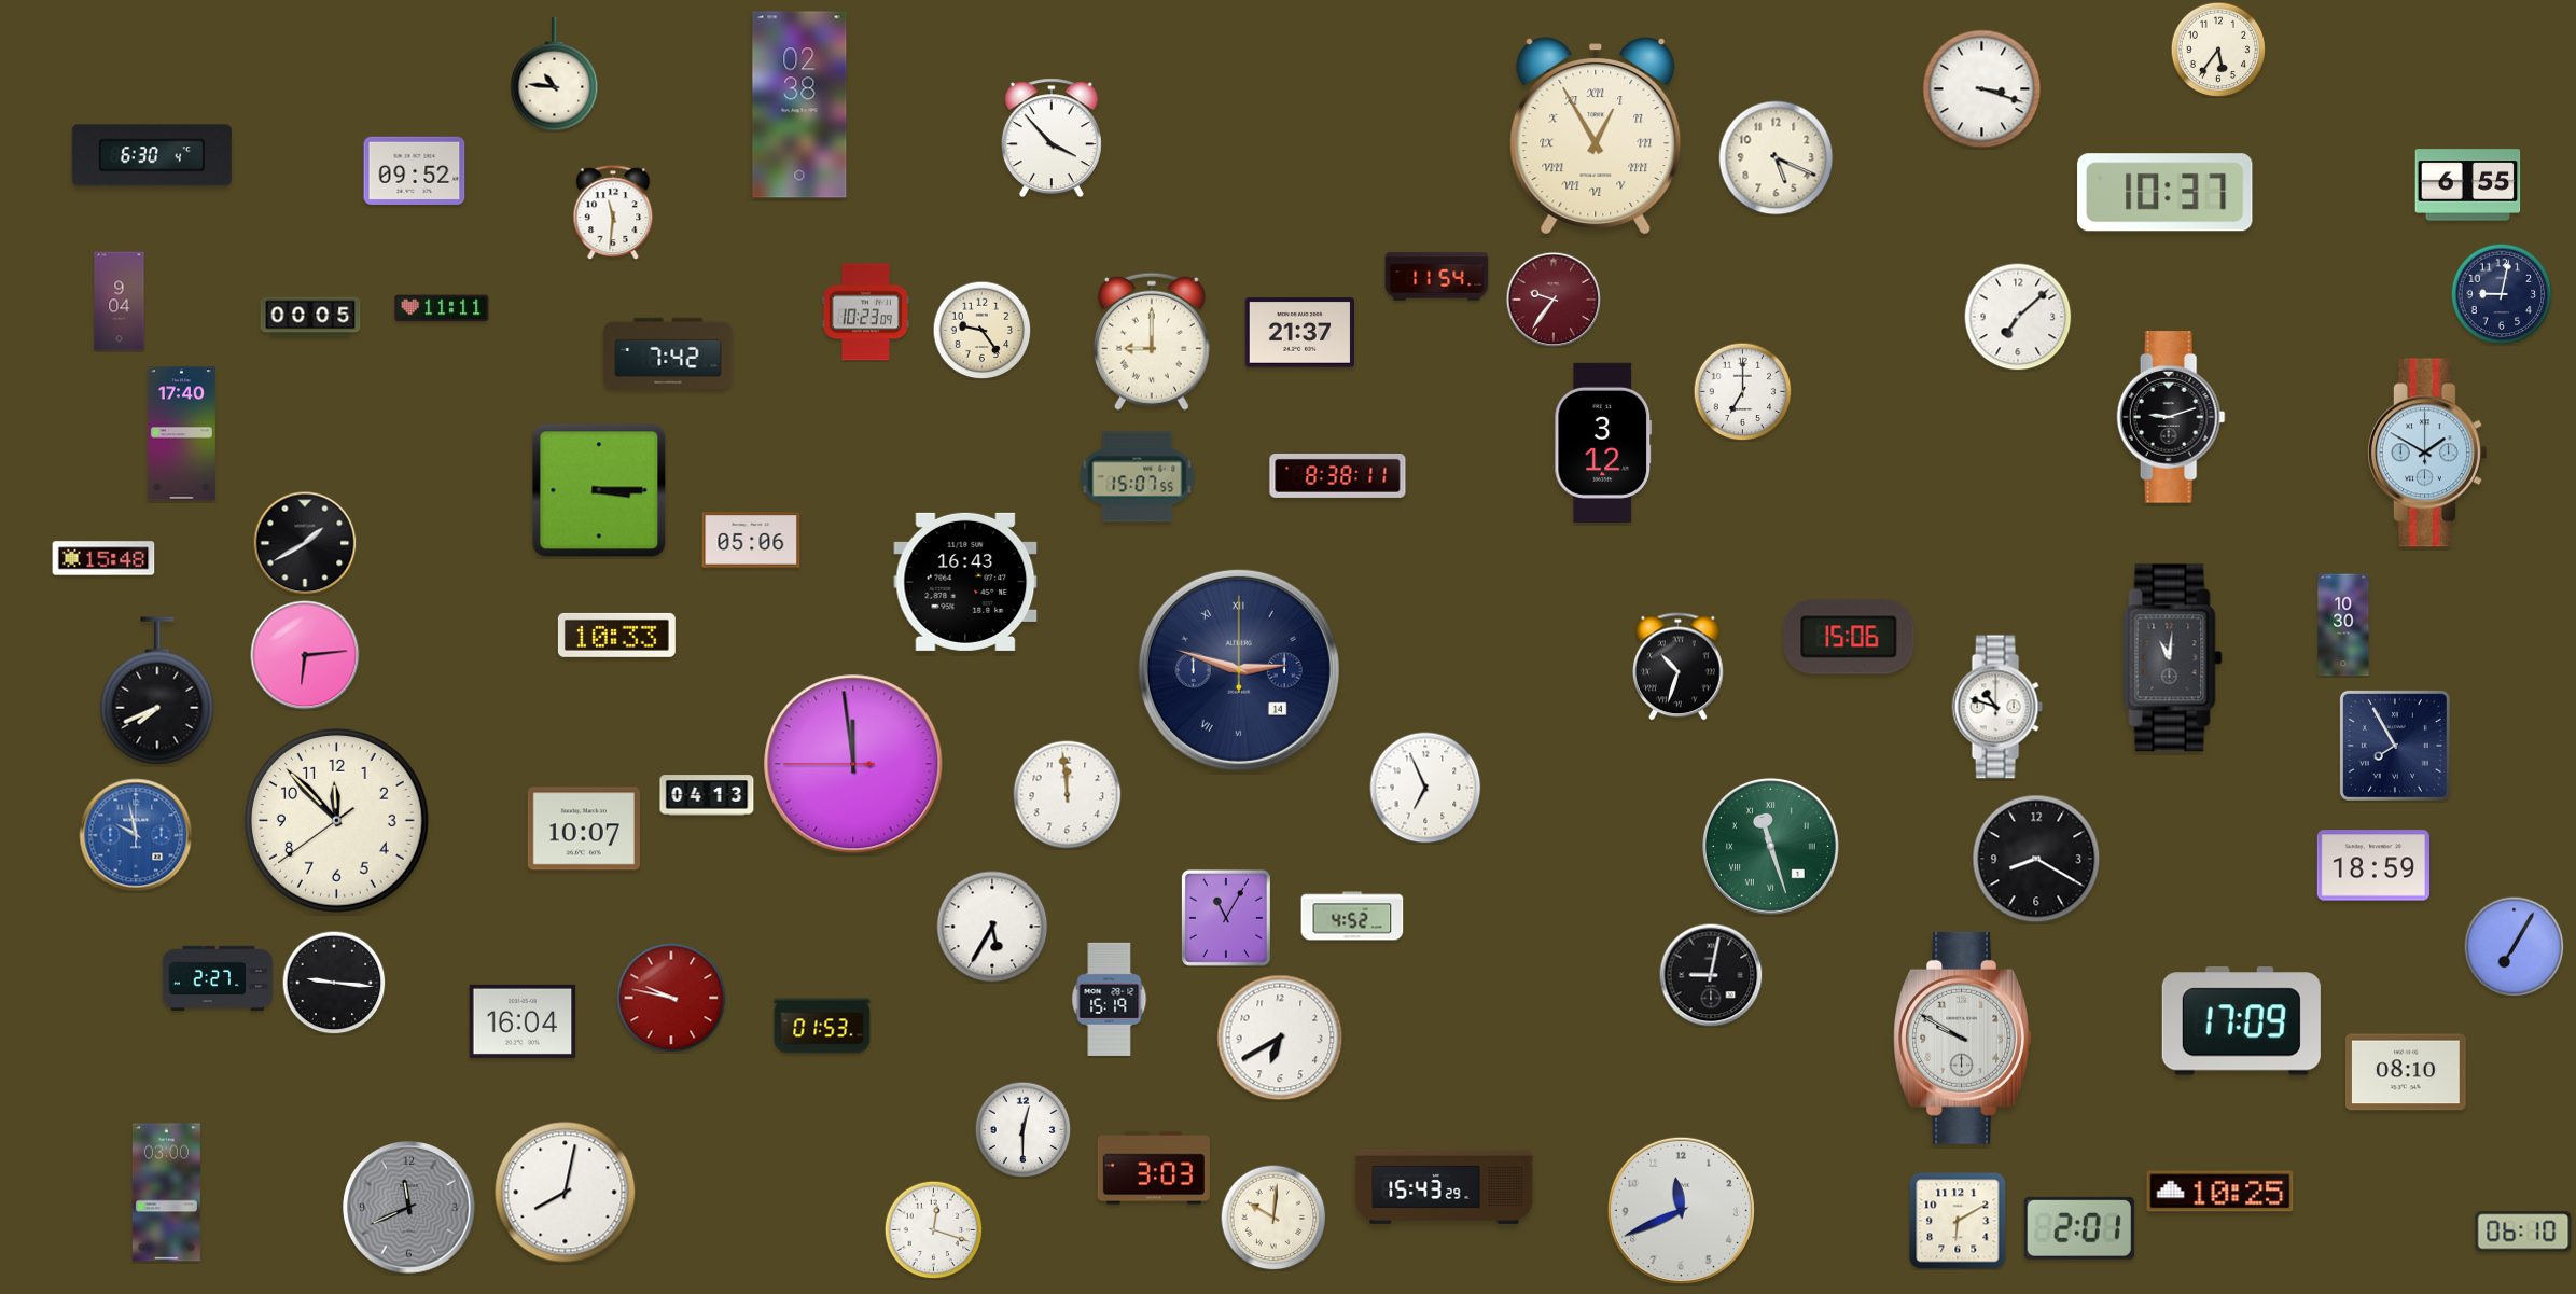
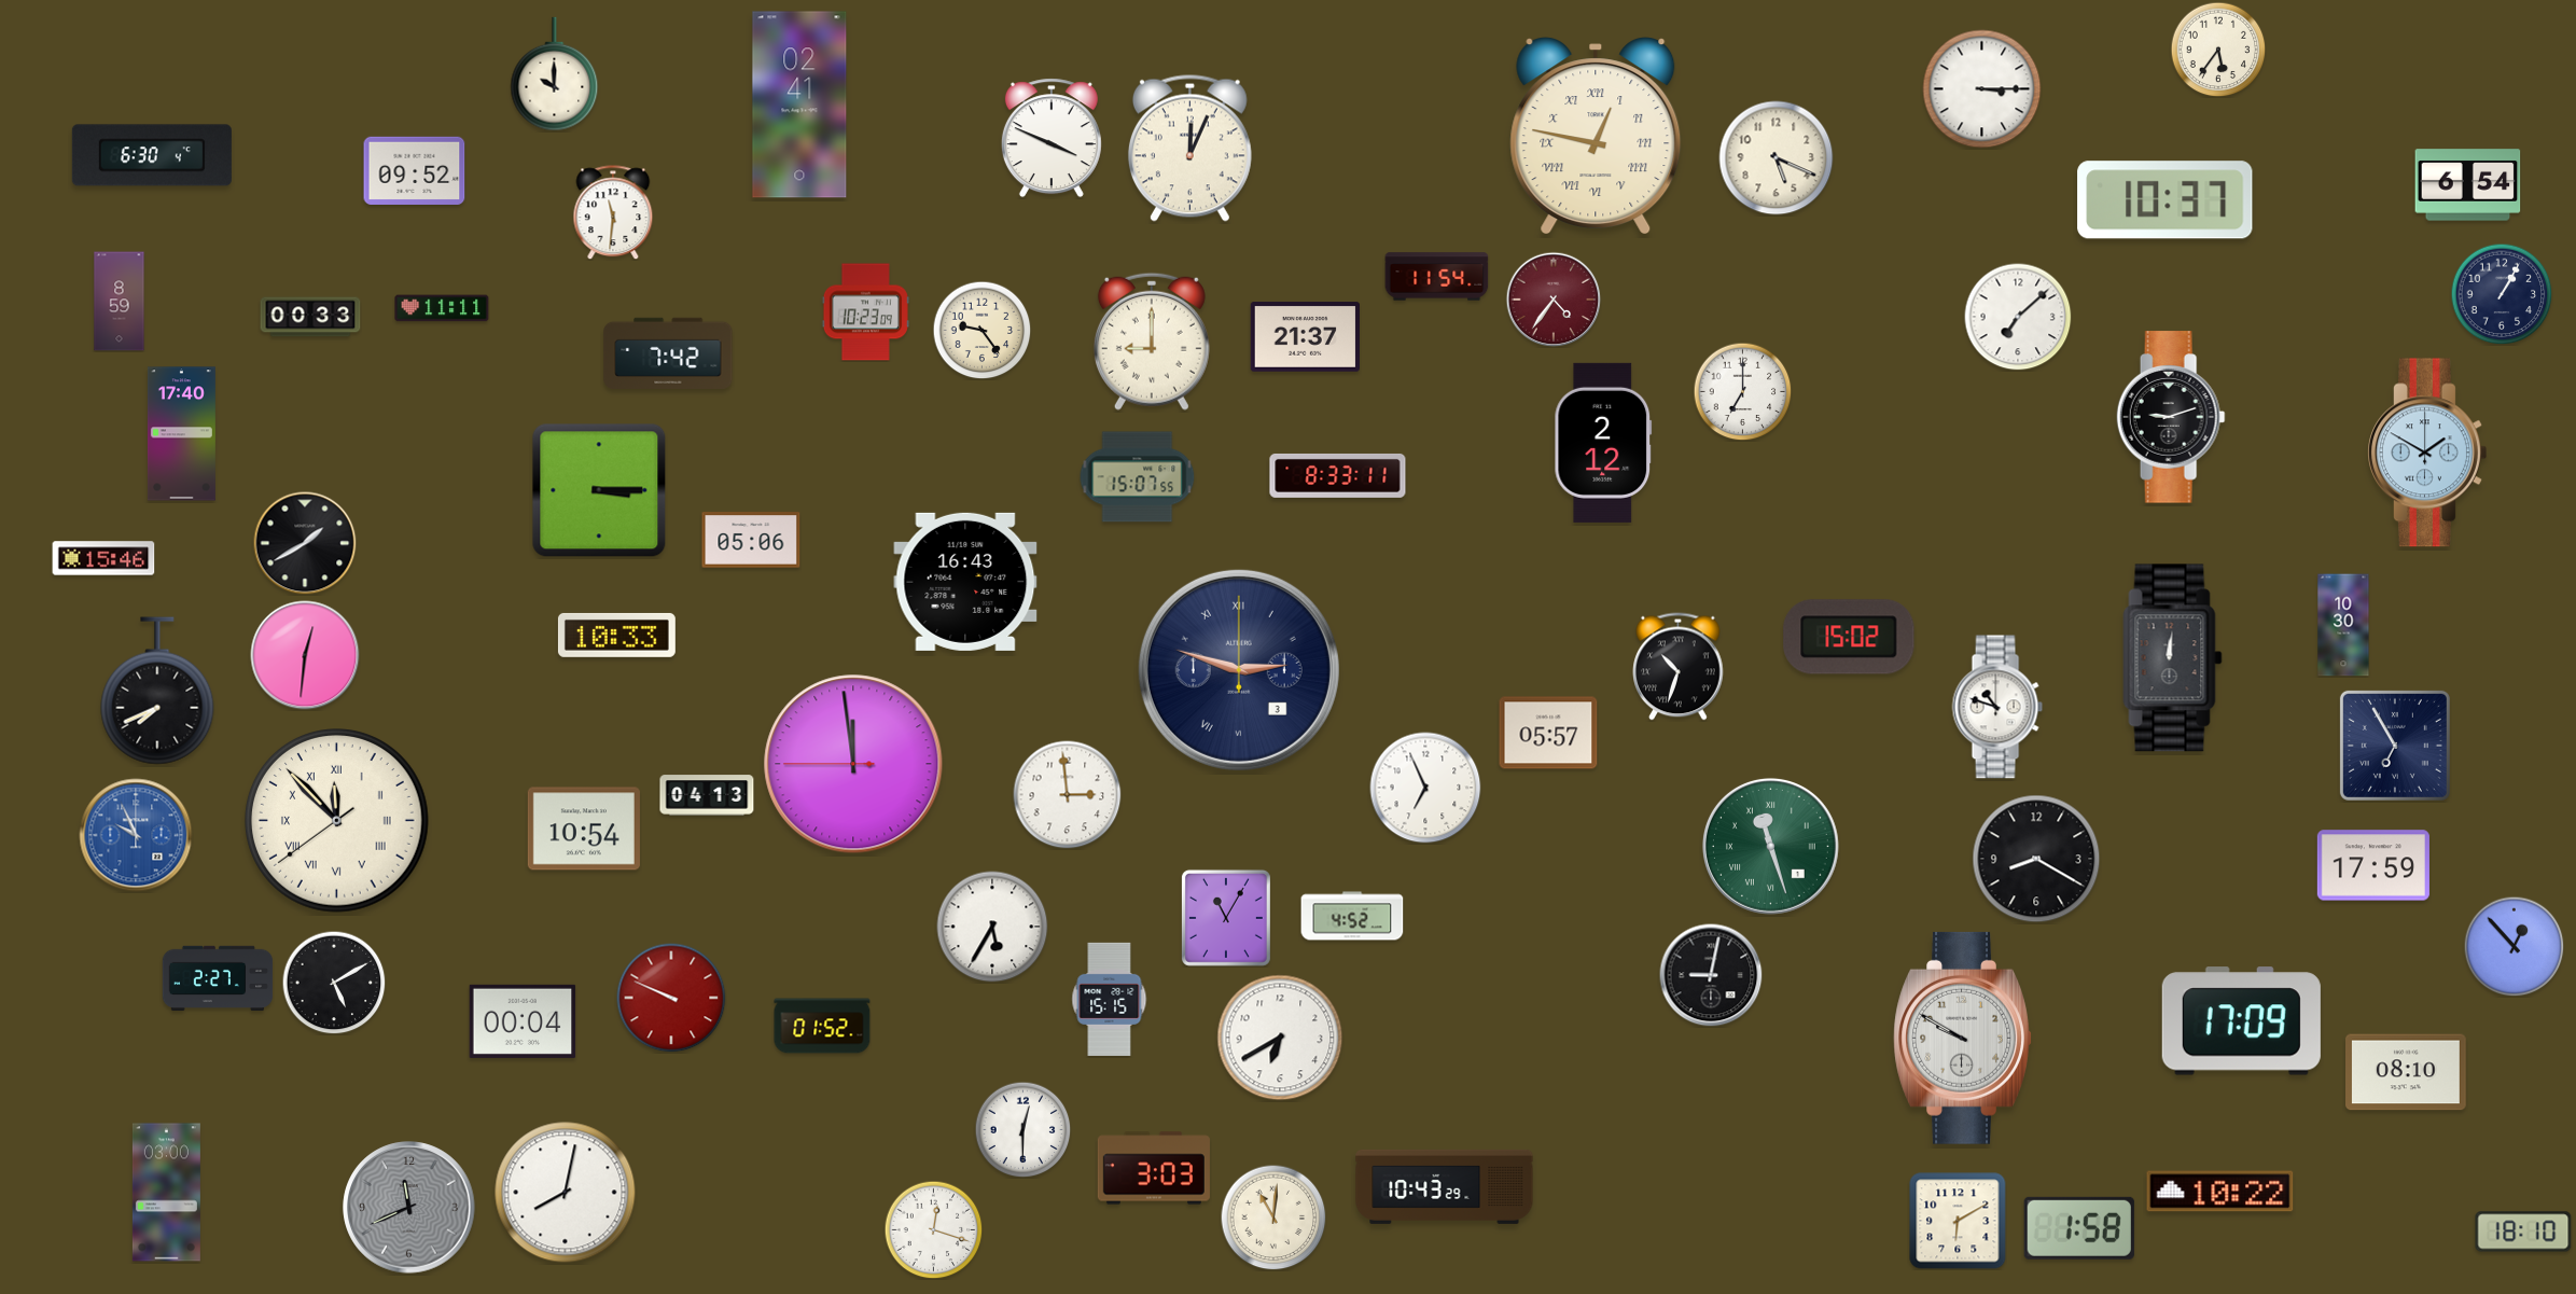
clock at (555, 74): 10:46 -> 10:00
clock at (1982, 89): 3:18 -> 3:15
clock at (799, 105): 02:38 -> 02:41
clock at (1596, 135): 12:55 -> 12:47
clock at (1052, 138): 3:53 -> 3:49
clock at (1189, 148): none -> 12:04
clock at (2468, 185): 6:55 -> 6:54
clock at (2166, 193) position: (2166, 193) -> (2166, 200)
clock at (2502, 294): 9:02 -> 1:05
clock at (1554, 300): 9:36 -> 4:36
clock at (120, 302): 9:04 -> 8:59
clock at (310, 317): 00:05 -> 00:33
clock at (1300, 333) position: (1300, 333) -> (1306, 337)
clock at (1603, 443): 3:12 -> 2:12
clock at (1338, 475): 8:38 -> 8:33
clock at (103, 558): 15:48 -> 15:46
clock at (1849, 637): 15:06 -> 15:02
clock at (305, 655): 6:14 -> 12:31
clock at (2173, 658): 11:01 -> 12:01
clock at (1239, 670) date: 14 -> 3
clock at (1548, 733): none -> 05:57
clock at (2395, 746): 7:55 -> 6:55
clock at (1068, 795): 11:59 -> 2:59
clock at (337, 821) numerals: Arabic -> Roman
clock at (584, 829): 10:07 -> 10:54
clock at (136, 835): 9:58 -> 9:56
clock at (2373, 865): 18:59 -> 17:59
clock at (2514, 946): 7:05 -> 12:53
clock at (334, 983): 9:16 -> 5:10
clock at (671, 998): 9:47 -> 9:49
clock at (1110, 999): 15:19 -> 15:15
clock at (523, 1021): 16:04 -> 00:04
clock at (822, 1026): 01:53 -> 01:52
clock at (1445, 1186): 15:43 -> 10:43
clock at (2220, 1192): 10:25 -> 10:22
clock at (1681, 1210): 11:41 -> none
clock at (1273, 1218): 10:01 -> 11:01
clock at (2079, 1228): 2:01 -> 1:58
clock at (2523, 1232): 06:10 -> 18:10
